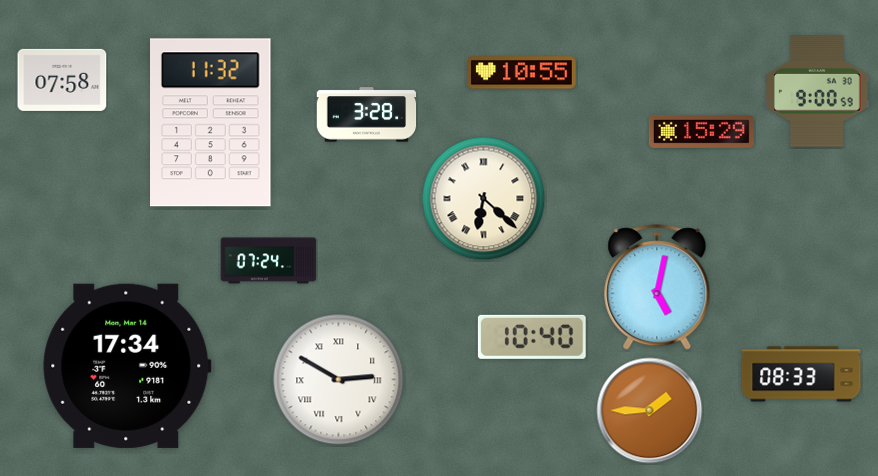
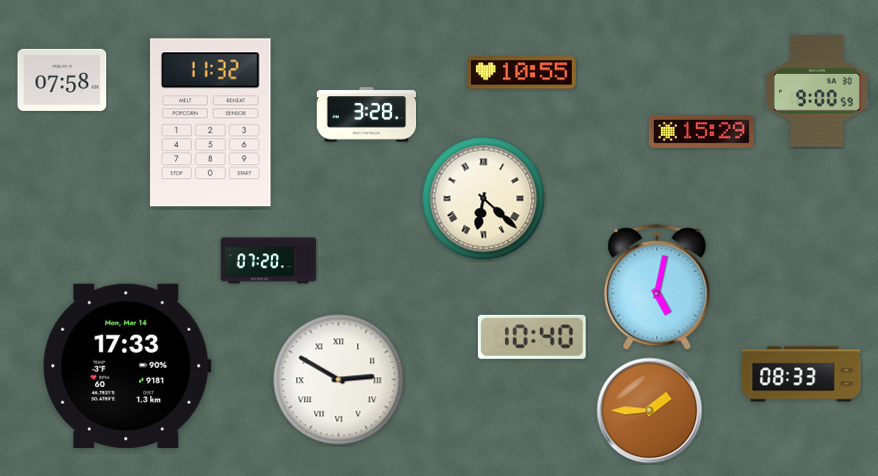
clock at (269, 261): 07:24 -> 07:20
clock at (127, 366): 17:34 -> 17:33
